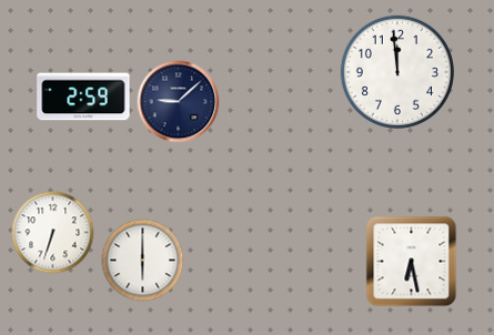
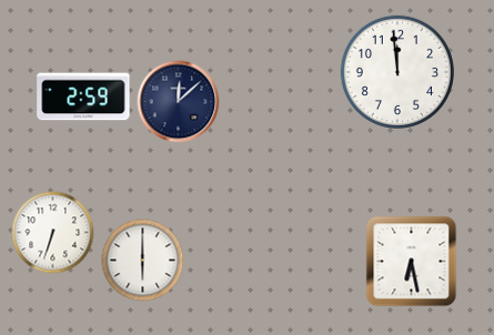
clock at (179, 102): 9:08 -> 12:08
